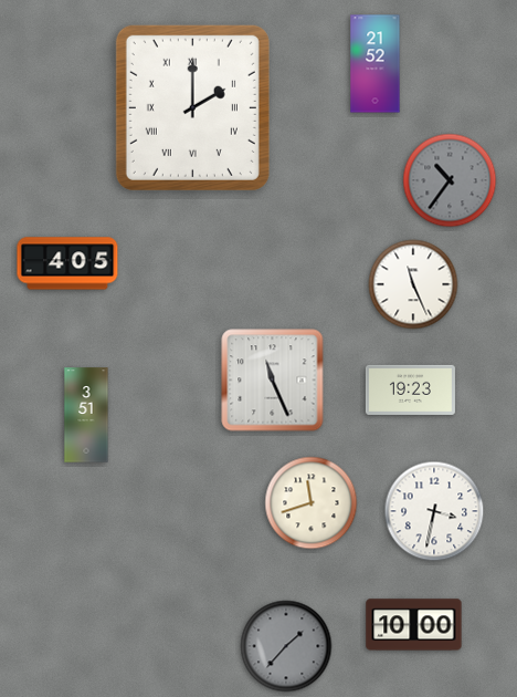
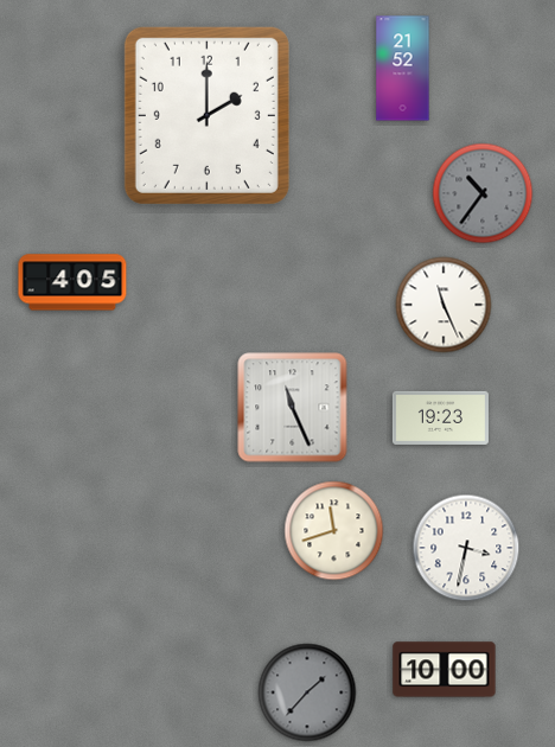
clock at (192, 107) numerals: Roman -> Arabic
clock at (86, 415): 3:51 -> none
clock at (312, 503) position: (312, 503) -> (334, 531)
